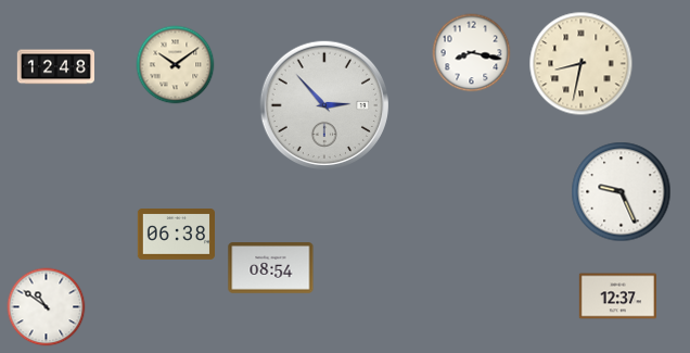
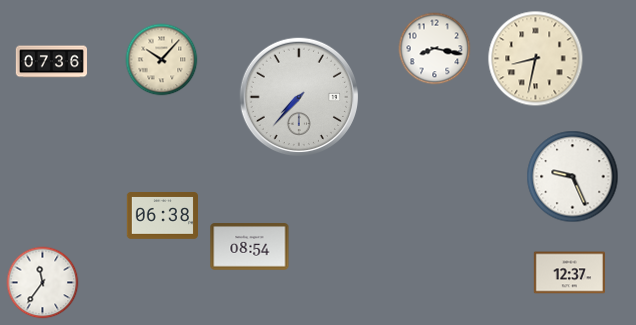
clock at (176, 65): 10:09 -> 10:07
clock at (55, 67): 12:48 -> 07:36
clock at (323, 104): 2:53 -> 7:37
clock at (47, 307): 10:51 -> 11:36
